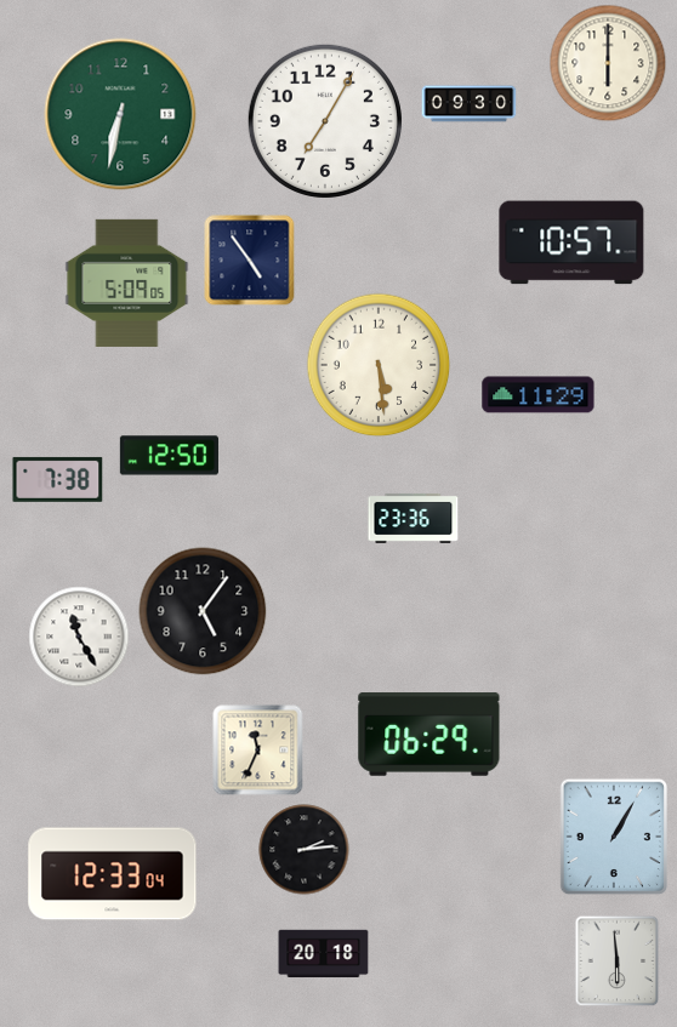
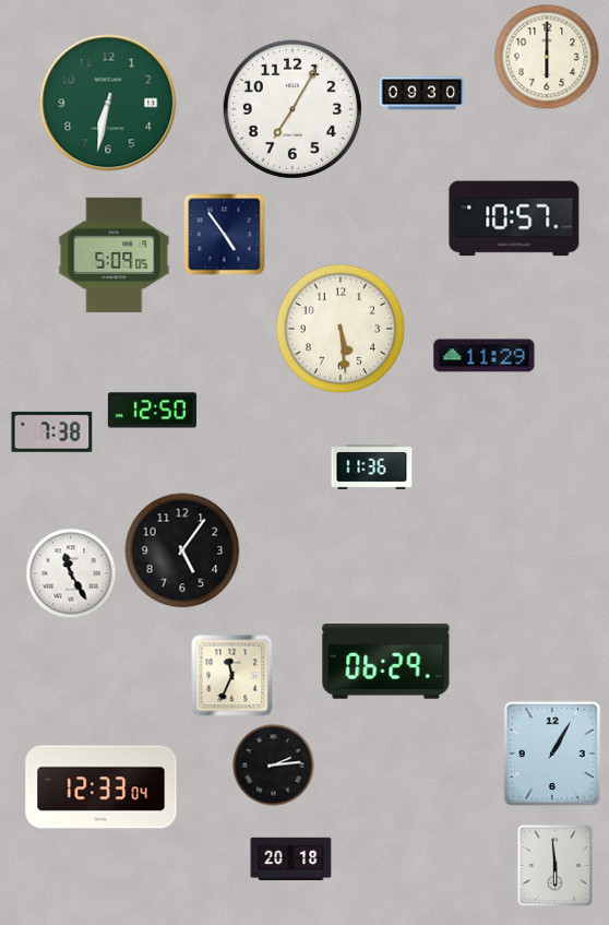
clock at (414, 518): 23:36 -> 11:36
